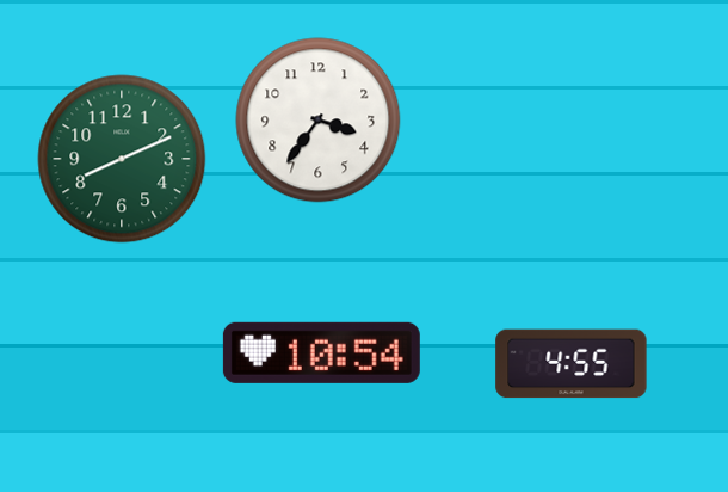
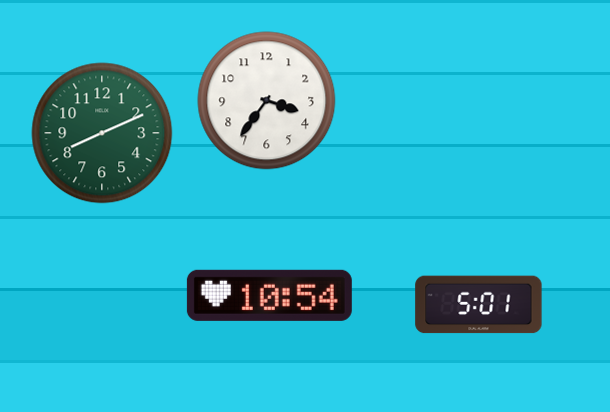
clock at (572, 364): 4:55 -> 5:01
